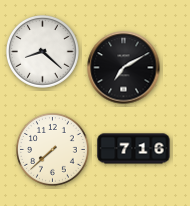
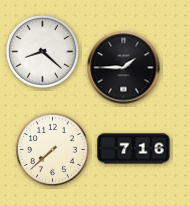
clock at (124, 68): 7:10 -> 1:45
